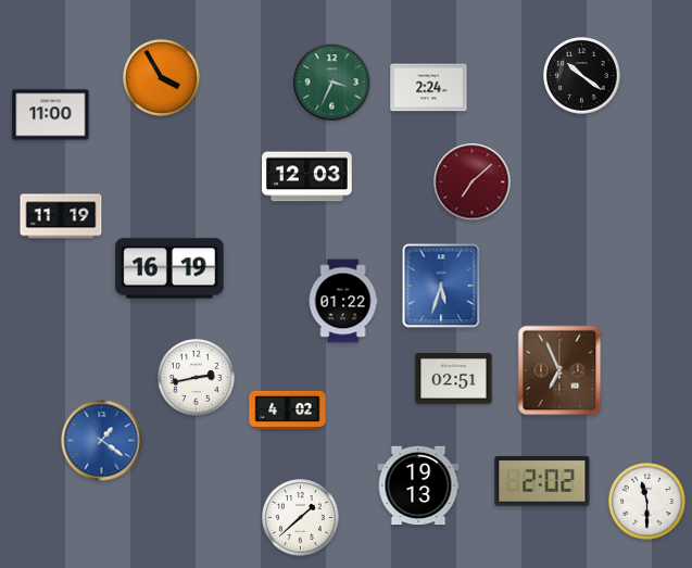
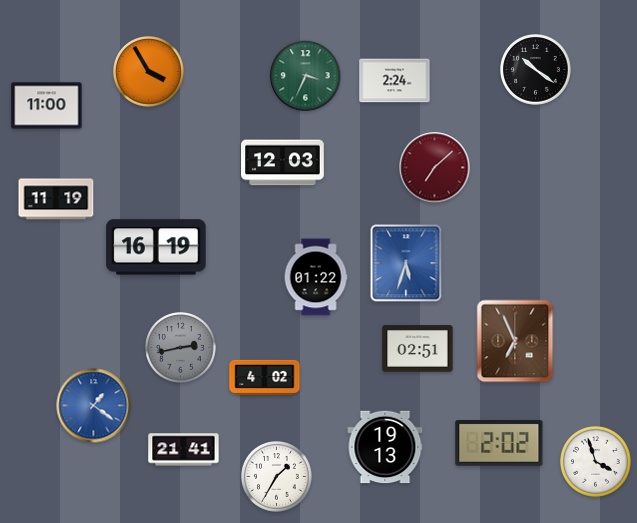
clock at (197, 378) dial: white -> grey
clock at (184, 450): none -> 21:41
clock at (647, 502): 11:30 -> 3:57
clock at (301, 518): 1:38 -> 1:35
